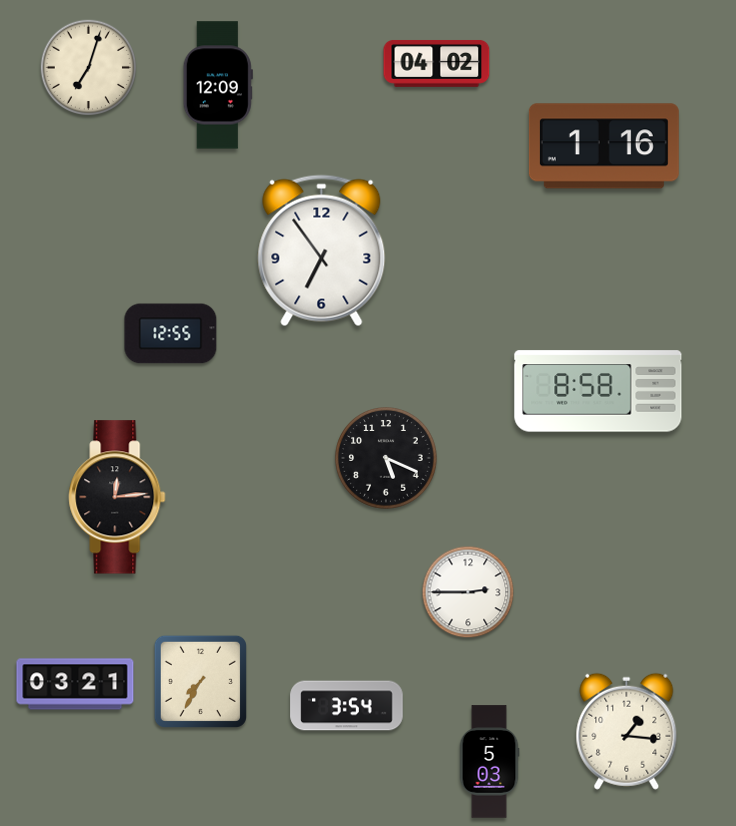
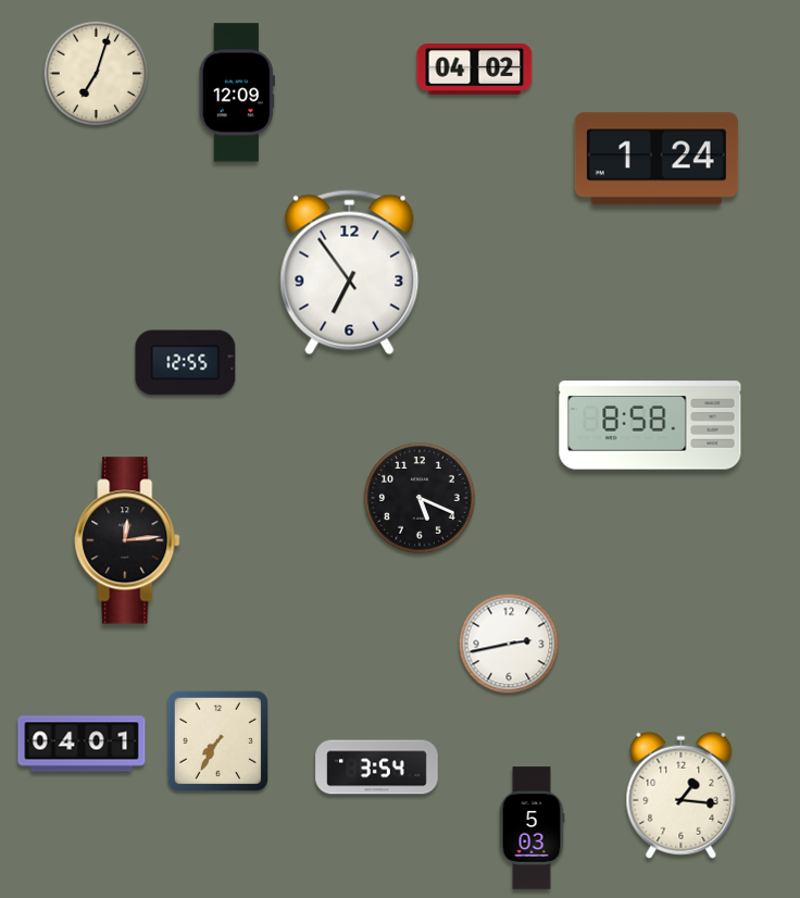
clock at (604, 146): 1:16 -> 1:24
clock at (468, 592): 2:45 -> 2:43
clock at (75, 684): 03:21 -> 04:01
